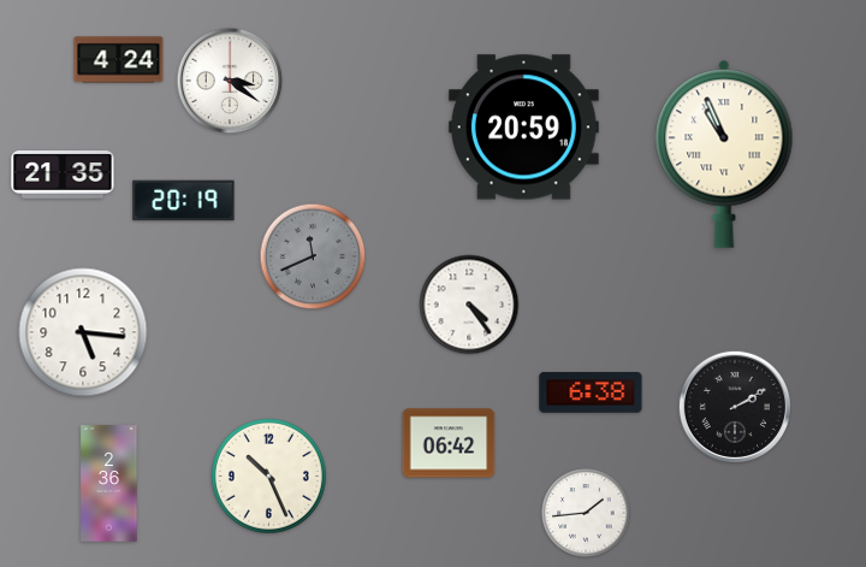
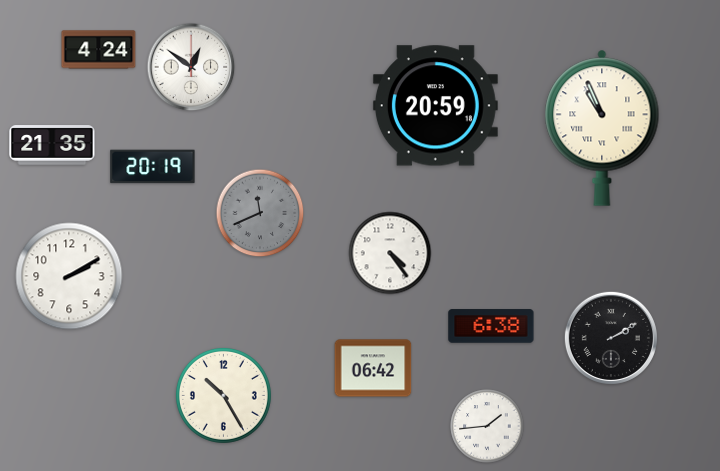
clock at (230, 81): 3:21 -> 12:51
clock at (83, 332): 5:16 -> 2:10
clock at (268, 476): 10:26 -> 10:25
clock at (109, 484): 2:36 -> none
